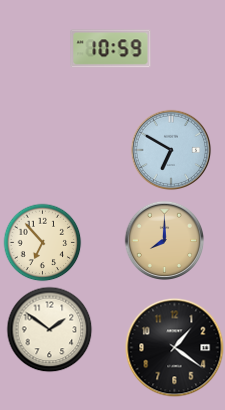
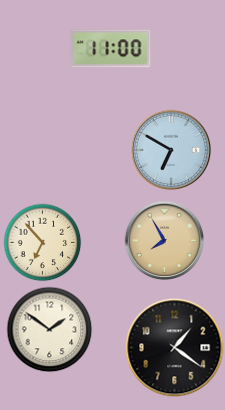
clock at (111, 49): 10:59 -> 11:00
clock at (164, 240): 8:00 -> 7:55
